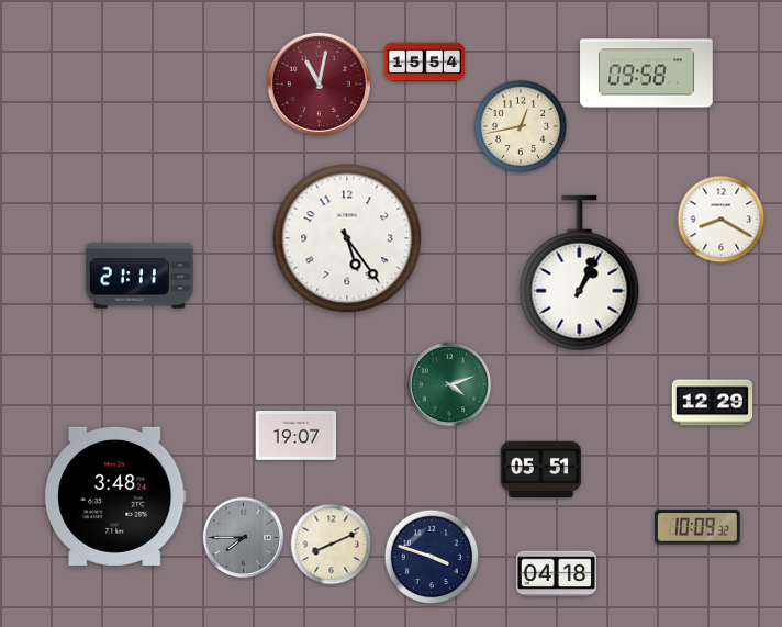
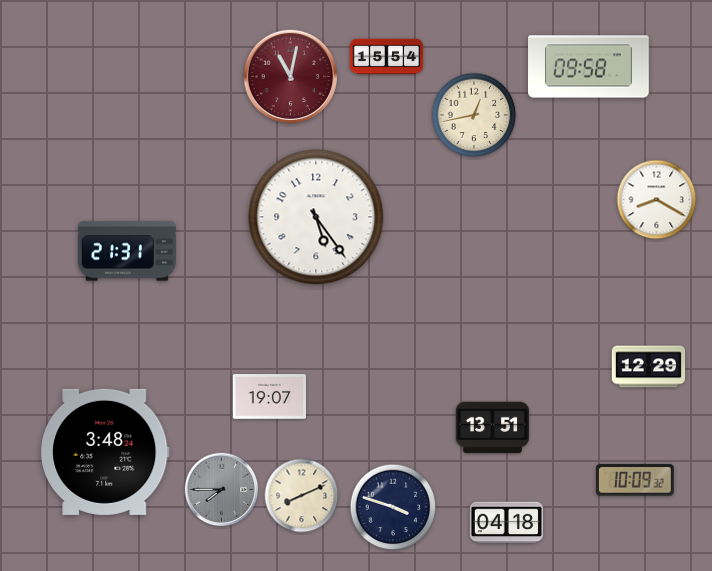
clock at (580, 273): 1:04 -> none
clock at (139, 276): 21:11 -> 21:31
clock at (449, 384): 4:12 -> none
clock at (540, 470): 05:51 -> 13:51
